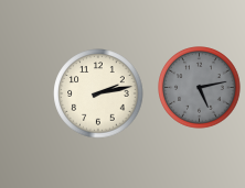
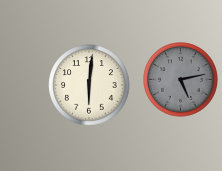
clock at (98, 93): 2:13 -> 6:01
